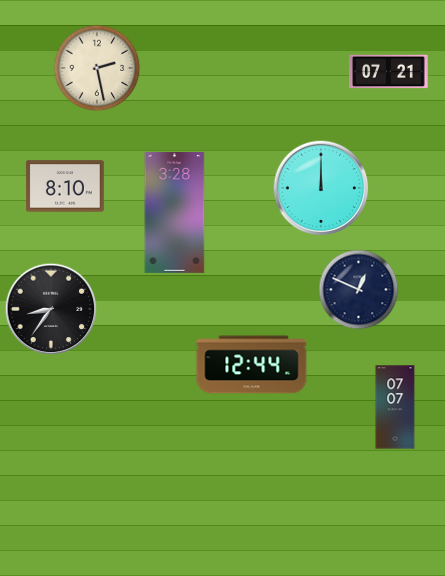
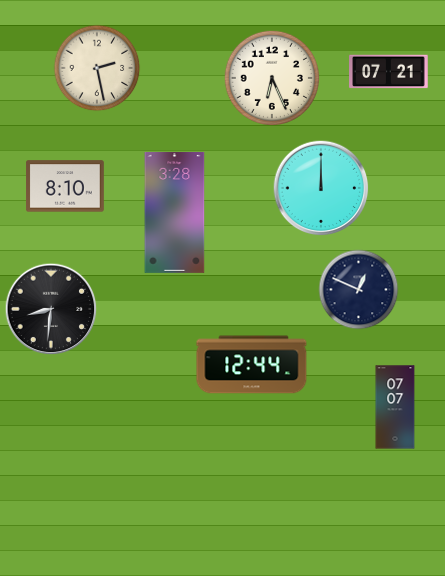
clock at (271, 77): none -> 6:26
clock at (51, 309): 8:36 -> 8:31
